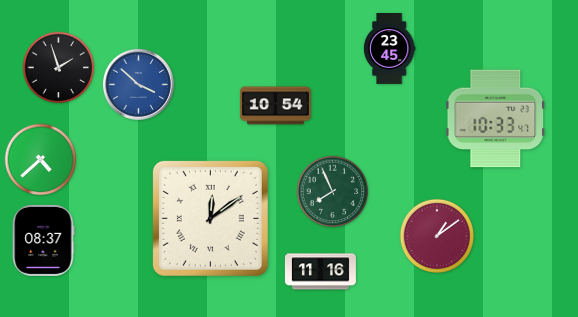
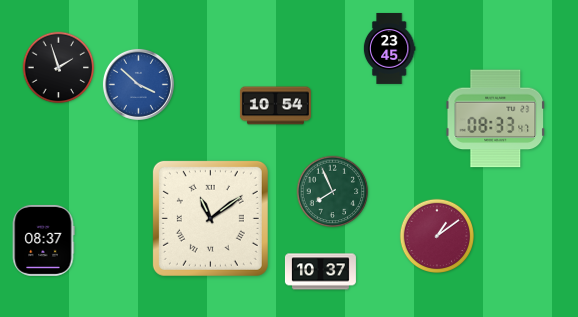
clock at (496, 119): 10:33 -> 08:33
clock at (41, 160): 4:38 -> none
clock at (210, 218): 12:09 -> 11:09
clock at (320, 272): 11:16 -> 10:37
